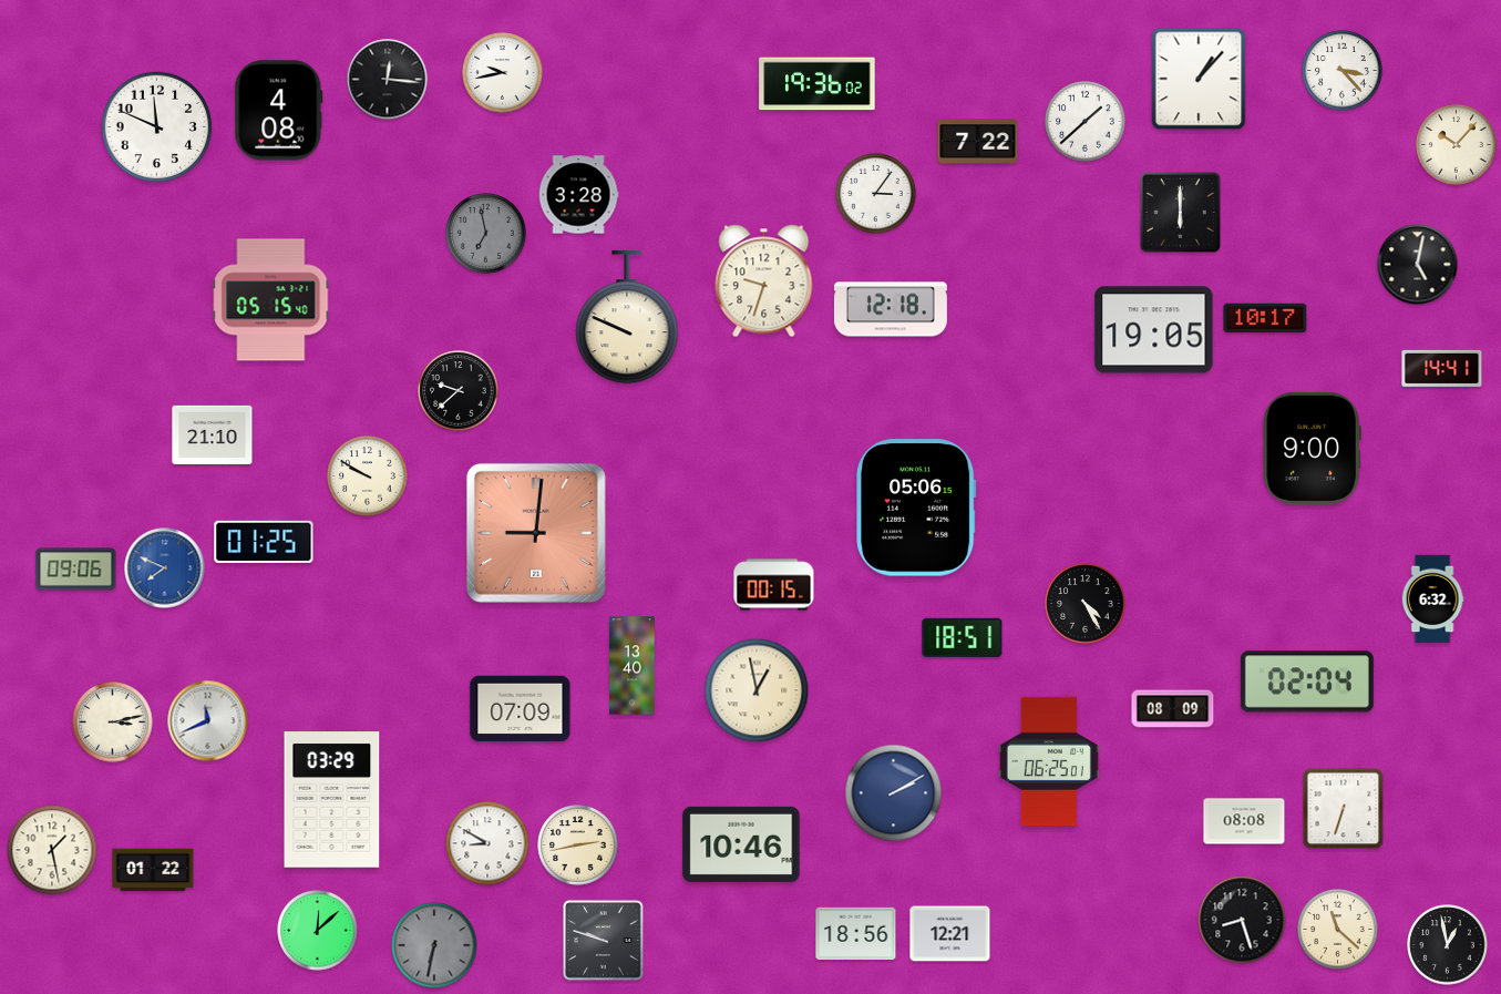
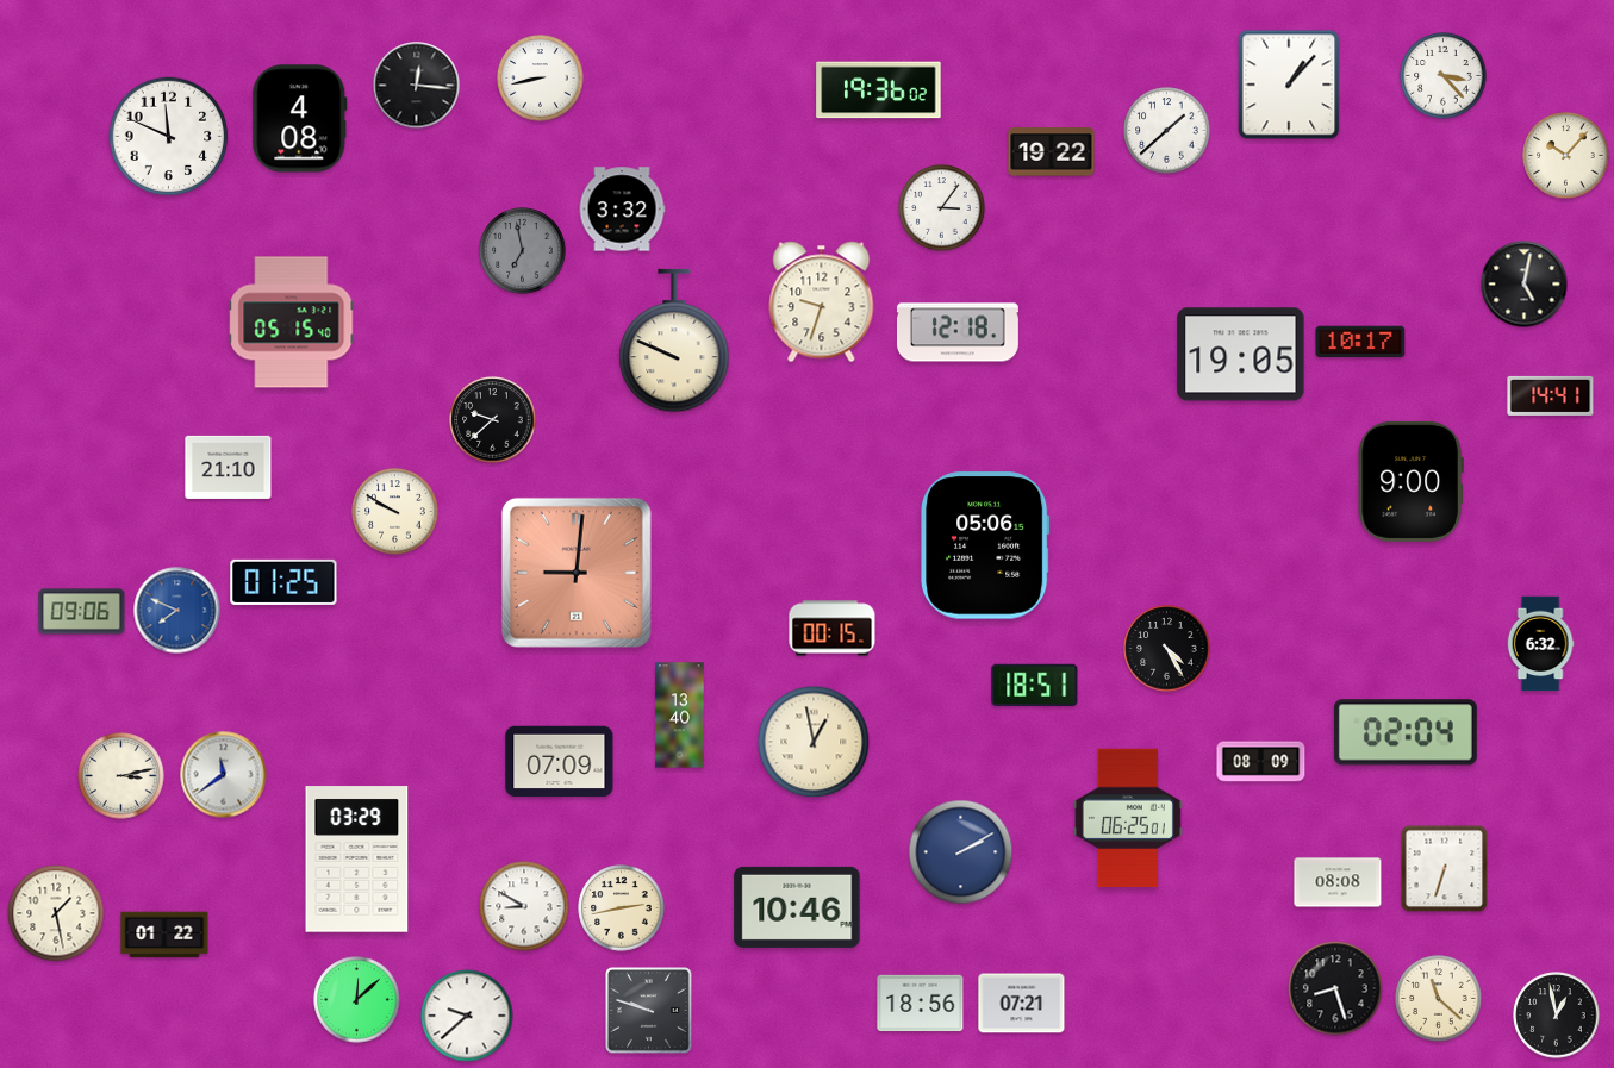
clock at (503, 73): 9:43 -> 8:43
clock at (978, 142): 7:22 -> 19:22
clock at (578, 195): 3:28 -> 3:32
clock at (1181, 213): 6:00 -> none
clock at (208, 721): 11:41 -> 11:39
clock at (318, 931) position: (318, 931) -> (357, 1000)
clock at (950, 934): 12:21 -> 07:21
clock at (434, 945): 6:32 -> 9:38
clock at (434, 945) dial: grey -> white
